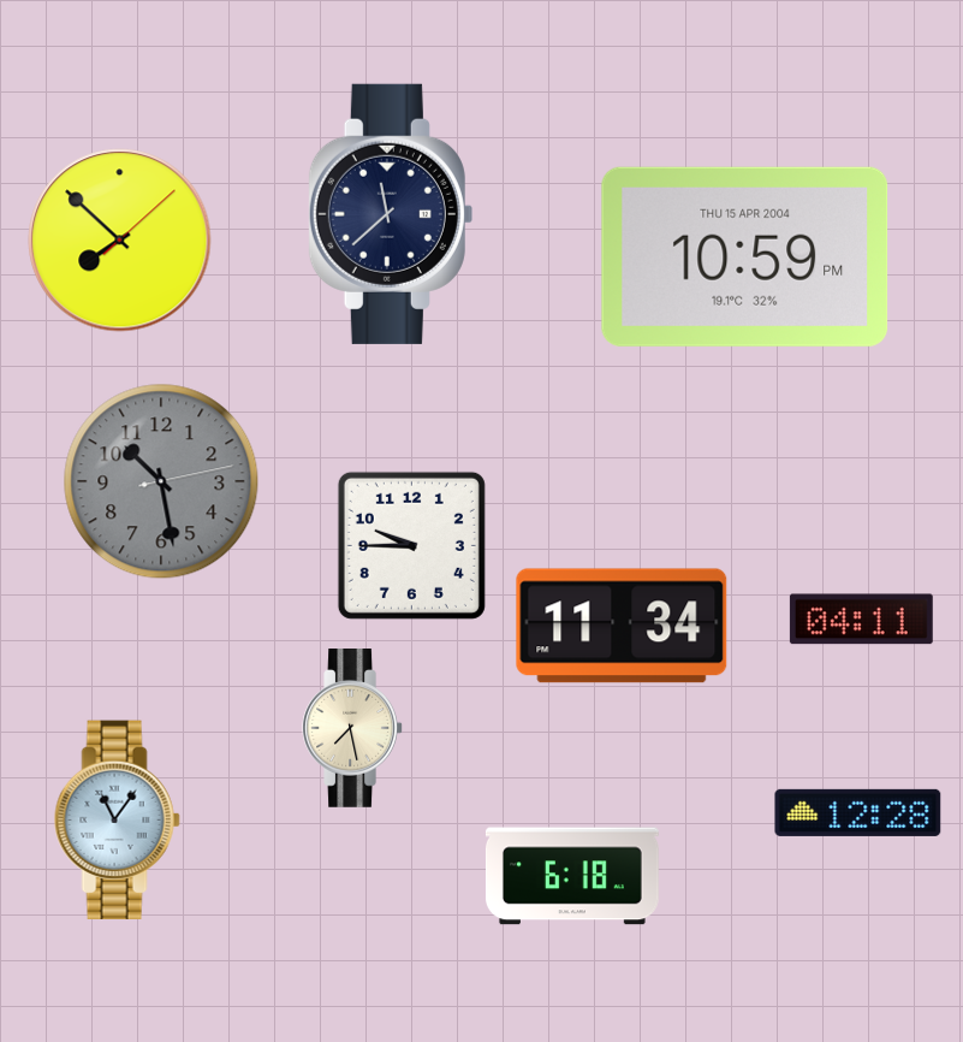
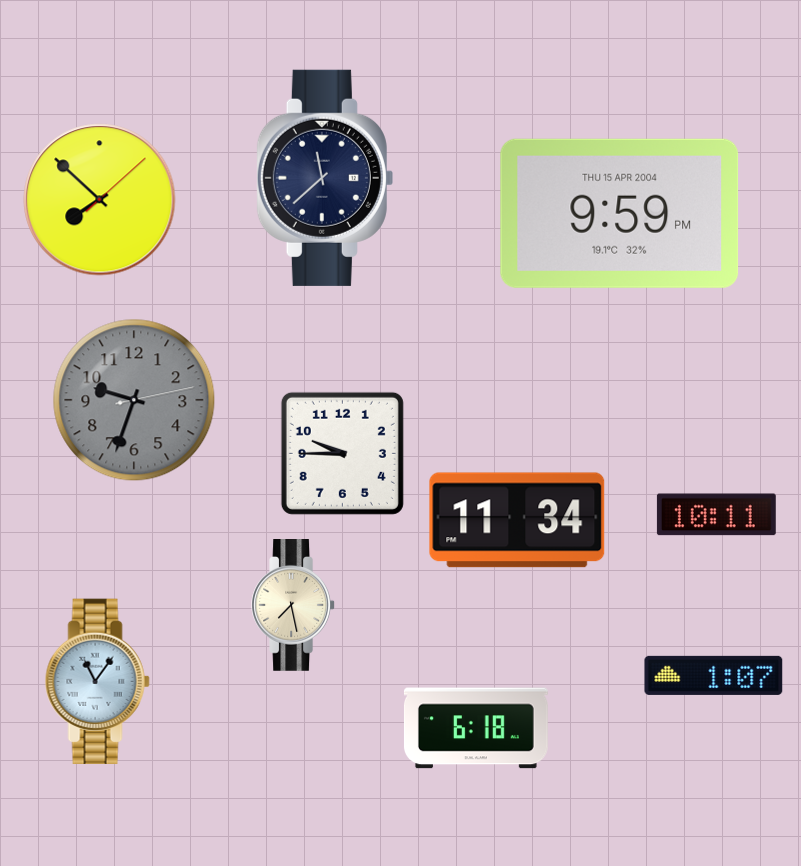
clock at (745, 256): 10:59 -> 9:59
clock at (161, 481): 10:28 -> 9:33
clock at (861, 620): 04:11 -> 10:11
clock at (858, 812): 12:28 -> 1:07
